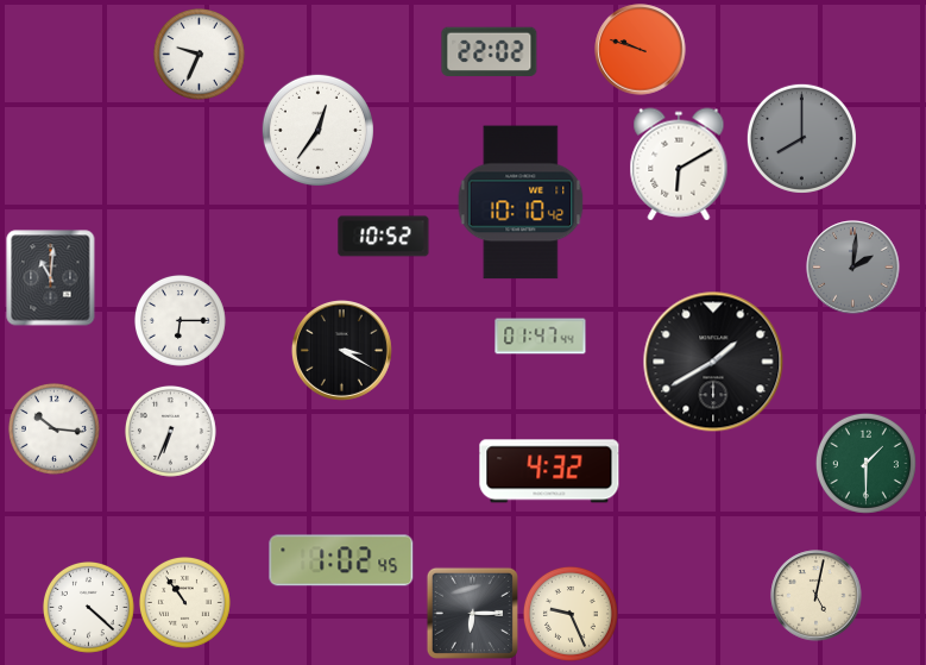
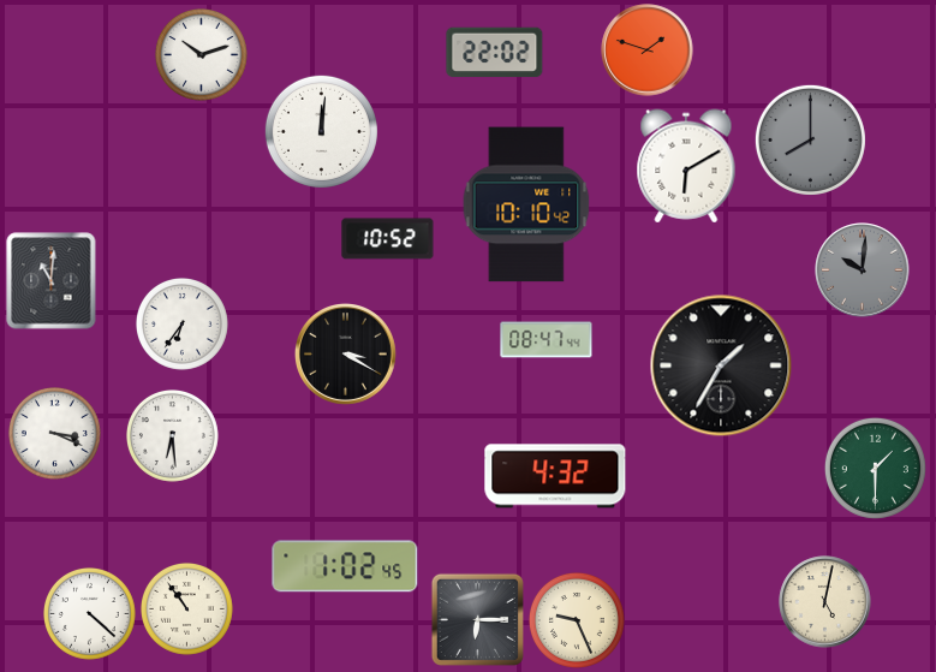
clock at (641, 50): 9:48 -> 1:48
clock at (199, 54): 9:34 -> 10:12
clock at (317, 130): 12:36 -> 12:01
clock at (853, 268): 2:01 -> 10:01
clock at (179, 320): 6:15 -> 6:36
clock at (541, 337): 01:47 -> 08:47
clock at (713, 362): 1:40 -> 1:35
clock at (53, 428): 10:16 -> 3:19
clock at (170, 431): 6:34 -> 6:29
